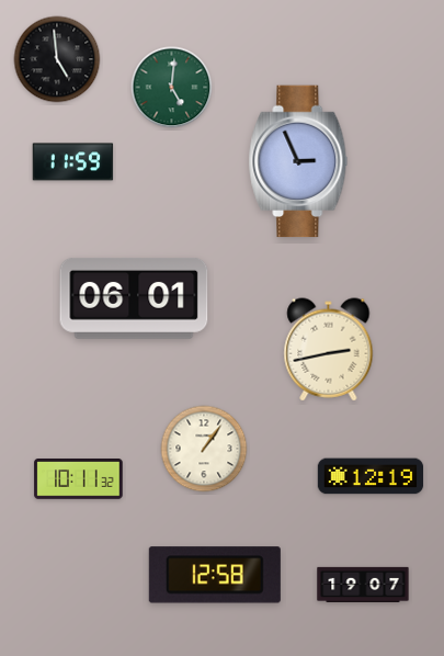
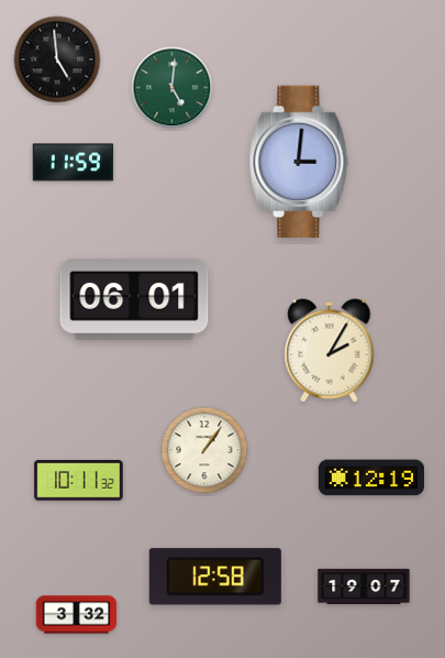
clock at (298, 161): 2:56 -> 3:01
clock at (329, 350): 2:43 -> 2:05
clock at (77, 615): none -> 3:32
